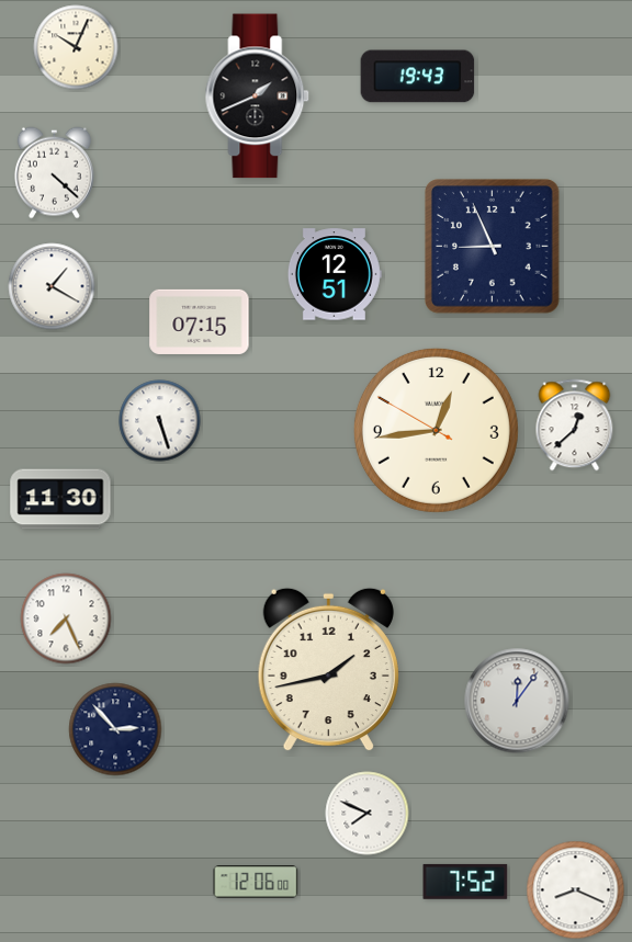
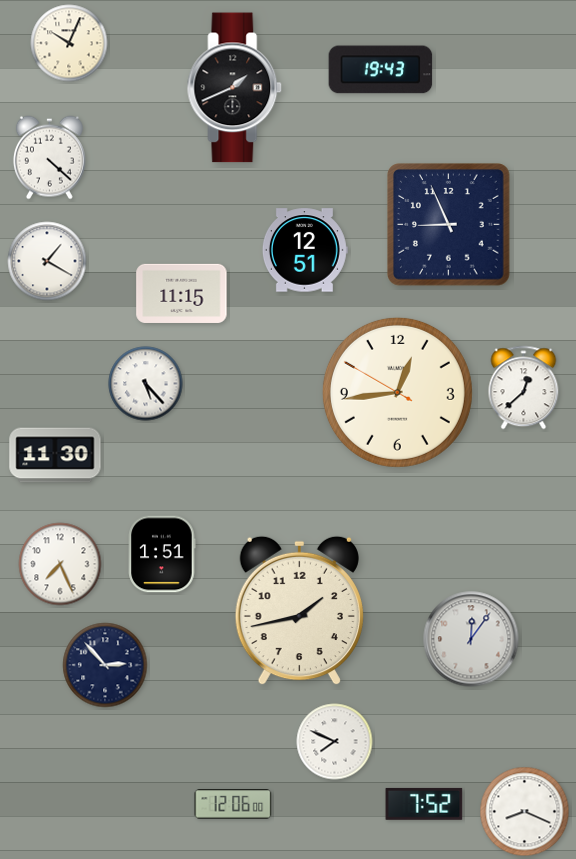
clock at (200, 321): 07:15 -> 11:15
clock at (160, 421): 5:27 -> 5:23
clock at (162, 554): none -> 1:51
